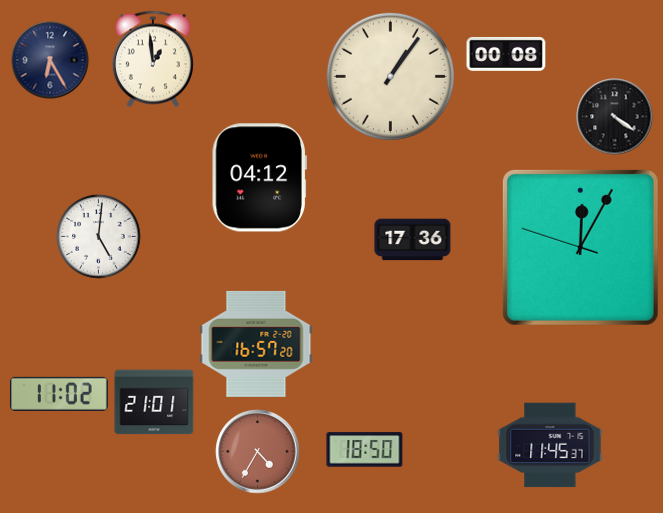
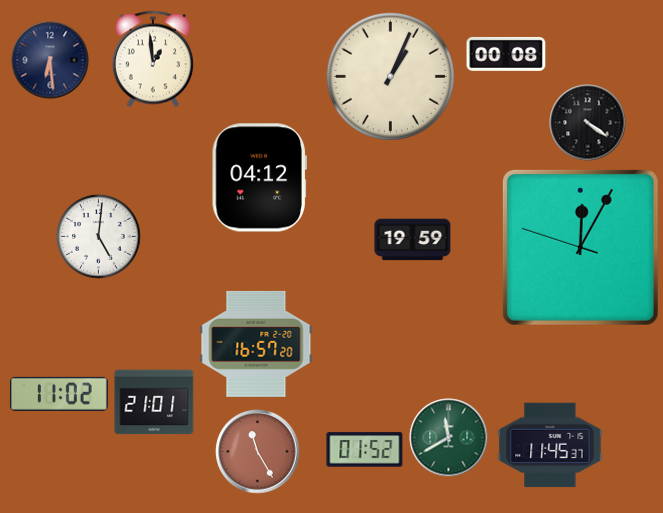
clock at (50, 60): 6:25 -> 6:29
clock at (390, 76): 1:06 -> 1:04
clock at (615, 117) position: (615, 117) -> (588, 123)
clock at (413, 240): 17:36 -> 19:59
clock at (449, 438): none -> 11:40
clock at (365, 450): 18:50 -> 01:52
clock at (258, 452): 4:35 -> 11:25
